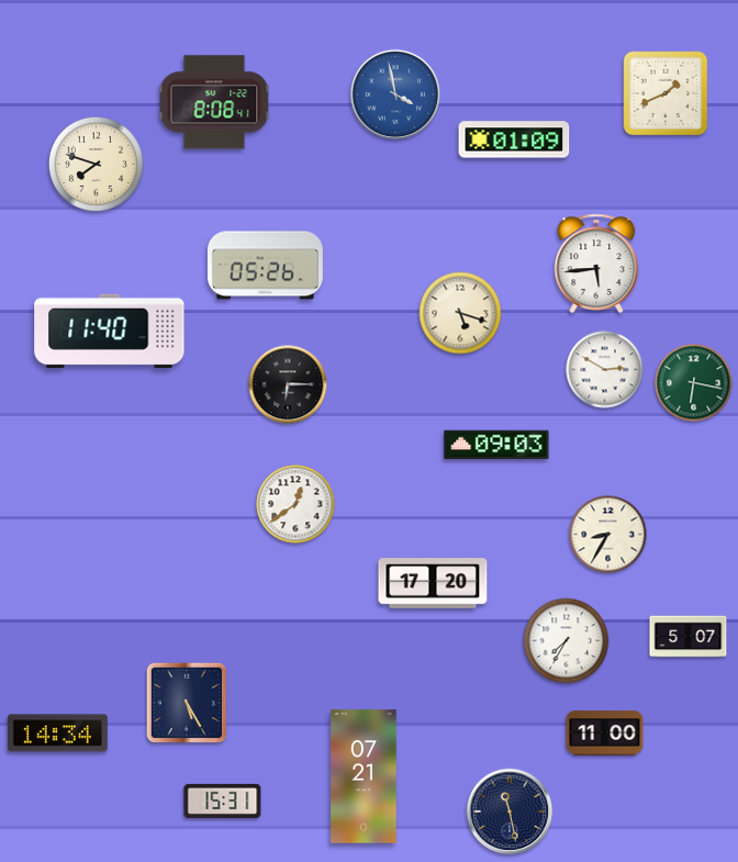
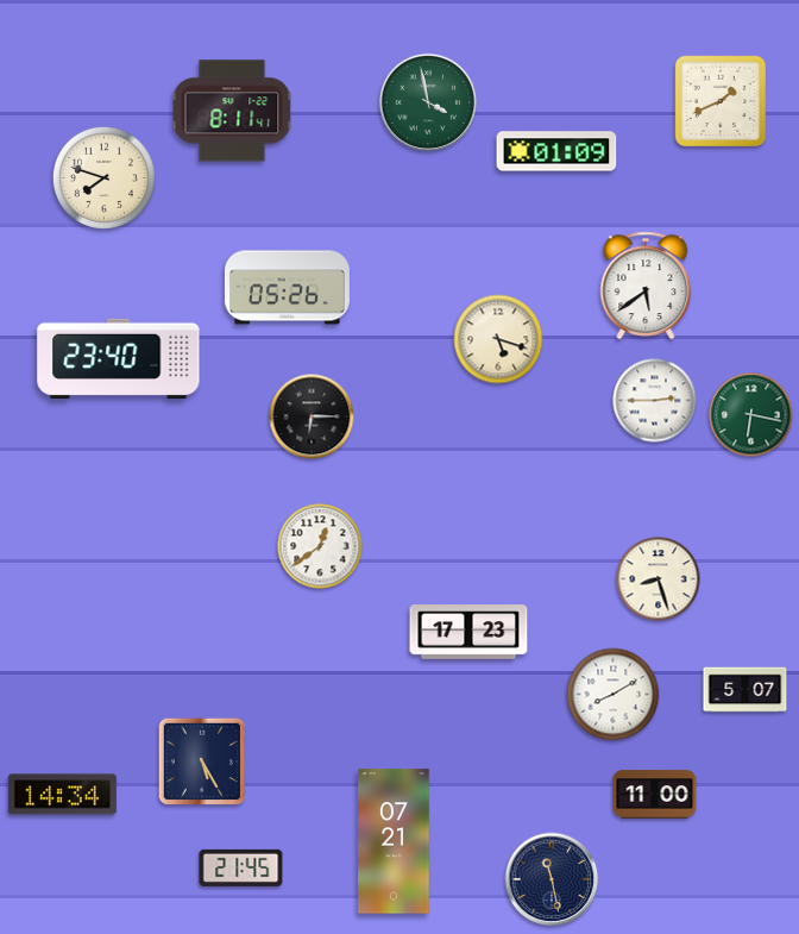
clock at (394, 93) dial: blue -> green
clock at (214, 102): 8:08 -> 8:11
clock at (596, 264): 5:44 -> 5:39
clock at (110, 331): 11:40 -> 23:40
clock at (605, 370): 2:50 -> 2:45
clock at (496, 445): 09:03 -> none
clock at (608, 535): 8:35 -> 8:27
clock at (433, 583): 17:20 -> 17:23
clock at (567, 641): 7:35 -> 8:10
clock at (223, 801): 15:31 -> 21:45
